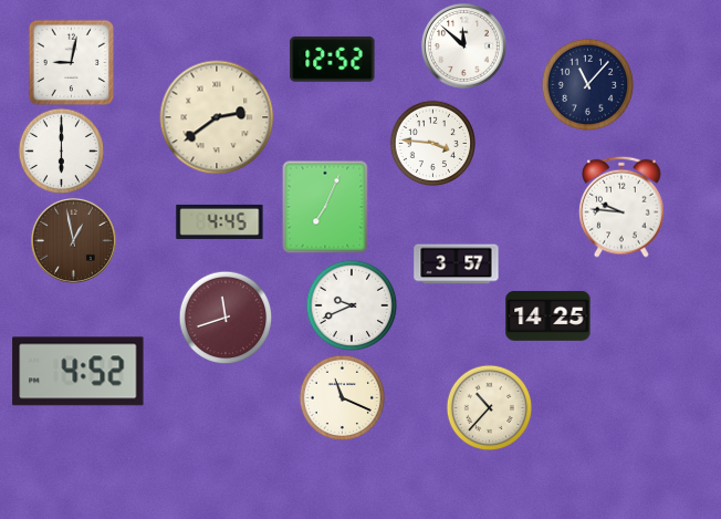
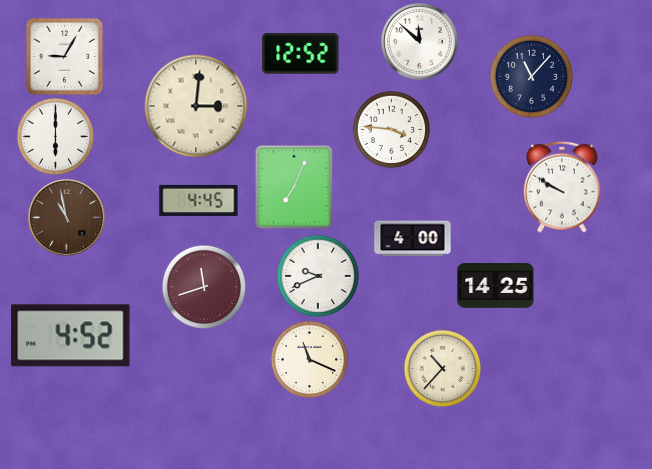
clock at (71, 62): 9:02 -> 9:05
clock at (217, 117): 2:39 -> 3:01
clock at (621, 207): 9:46 -> 9:50
clock at (73, 240): 12:58 -> 10:58
clock at (457, 264): 3:57 -> 4:00
